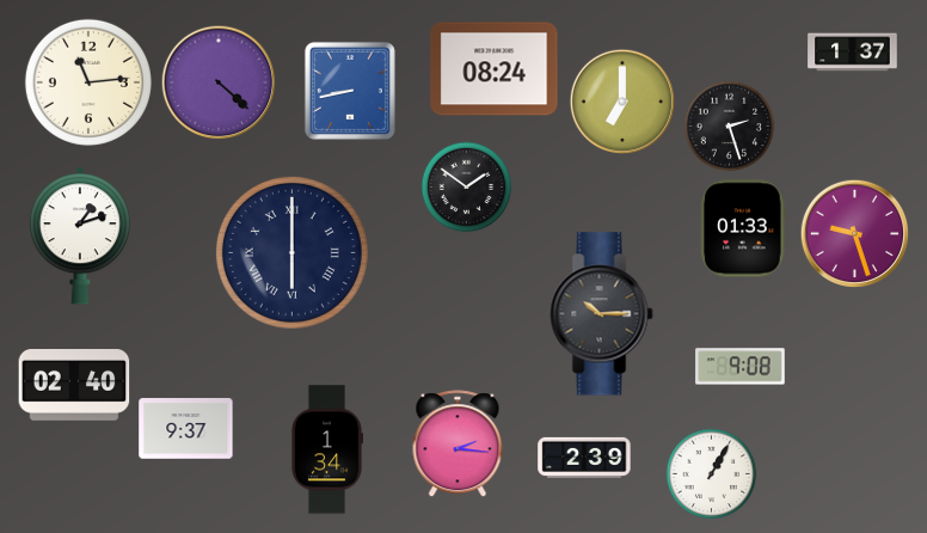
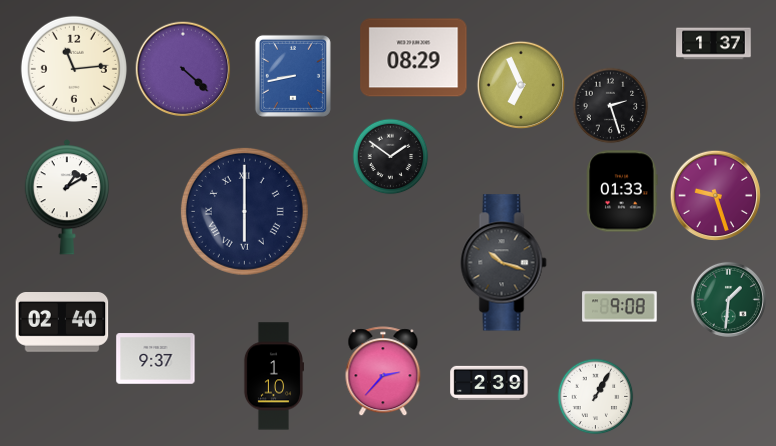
clock at (495, 69): 08:24 -> 08:29
clock at (621, 100): 7:00 -> 6:56
clock at (80, 235): 1:12 -> 1:10
clock at (602, 314): 10:15 -> 10:18
clock at (728, 299): none -> 1:31
clock at (458, 445): 2:16 -> 2:37
clock at (326, 449): 1:34 -> 1:10
